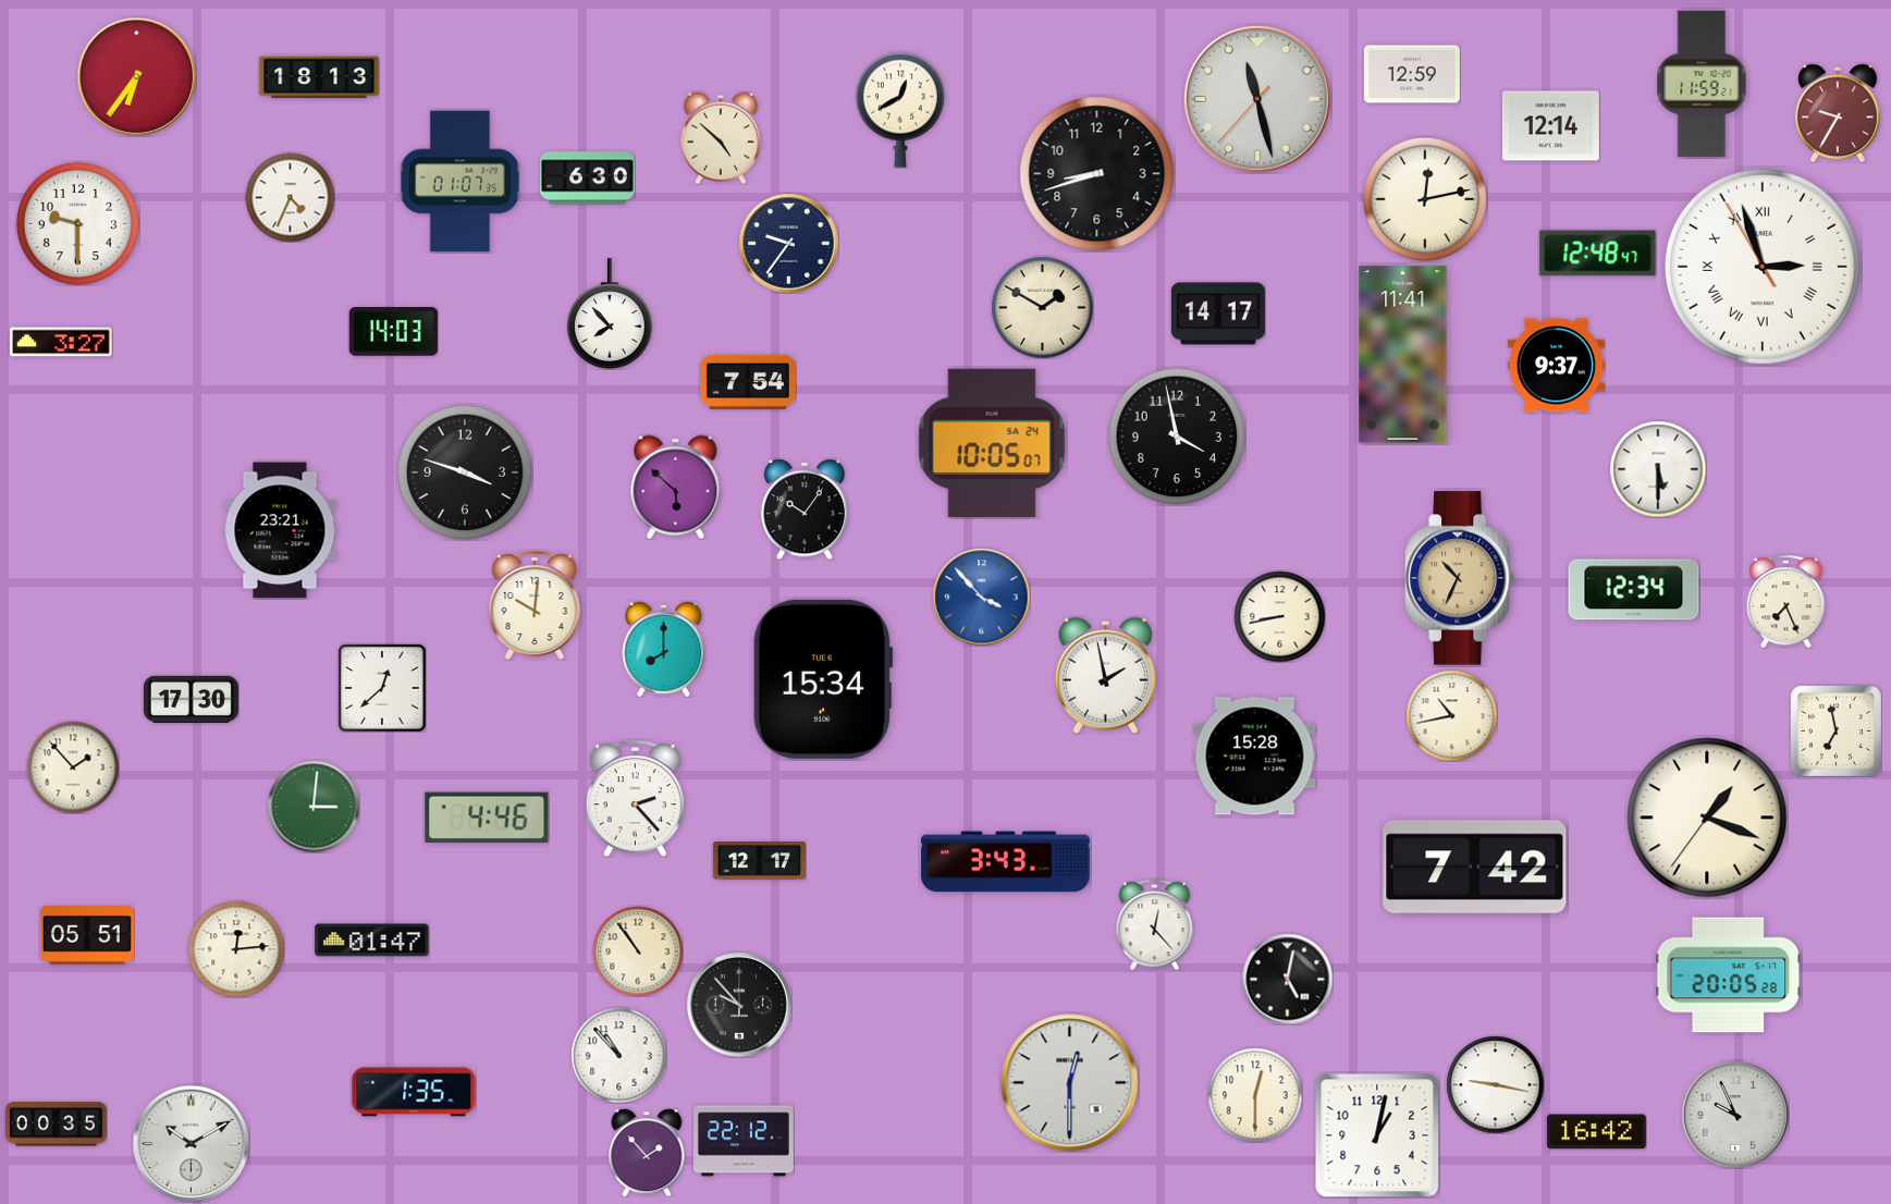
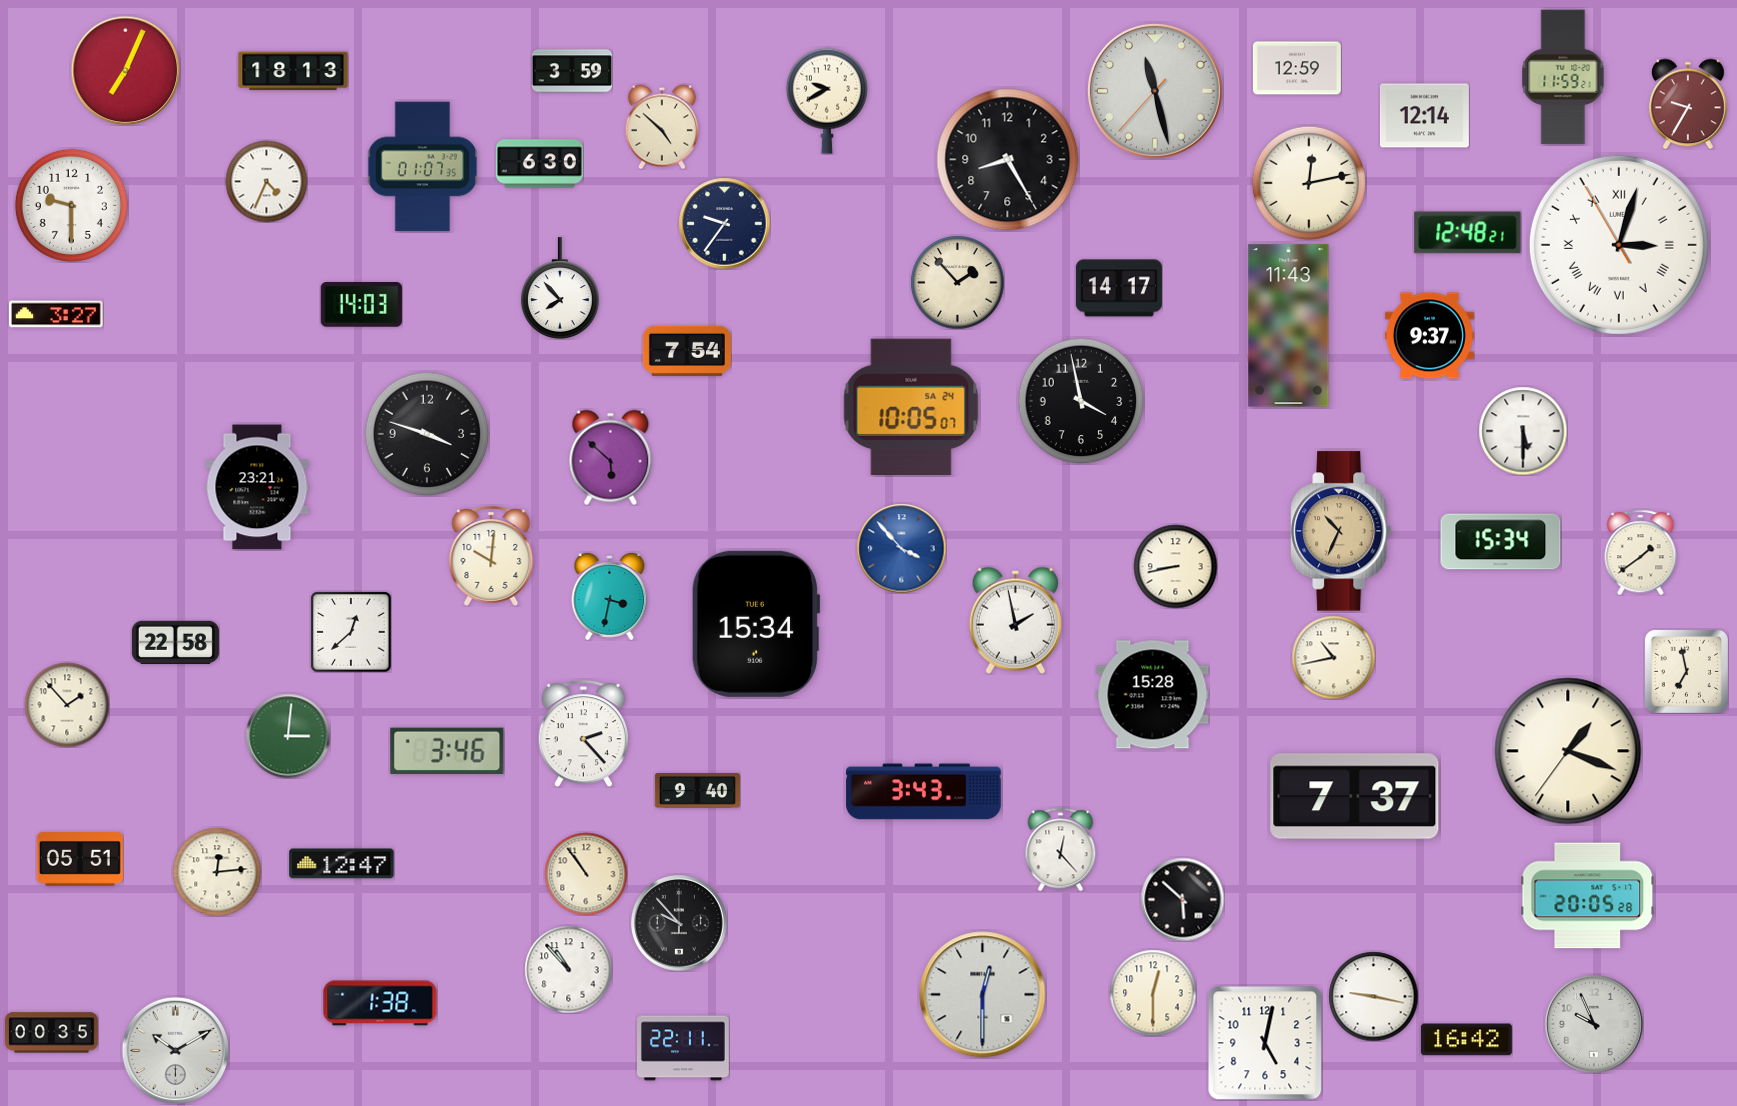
clock at (136, 76): 6:36 -> 7:04
clock at (571, 71): none -> 3:59
clock at (900, 110): 12:40 -> 9:40
clock at (1097, 174): 8:42 -> 8:25
clock at (1598, 254): 12:48:47 -> 12:48:21
clock at (1763, 267): 2:56 -> 3:02
clock at (1042, 307): 1:50 -> 1:53
clock at (1403, 355): 11:41 -> 11:43
clock at (676, 487) position: (676, 487) -> (611, 457)
clock at (805, 509): 10:06 -> none
clock at (1634, 590): 12:34 -> 15:34
clock at (1786, 601): 7:26 -> 1:39
clock at (664, 649): 8:00 -> 3:32
clock at (191, 699): 17:30 -> 22:58
clock at (314, 807) position: (314, 807) -> (288, 736)
clock at (487, 816): 4:46 -> 3:46
clock at (759, 861): 12:17 -> 9:40
clock at (1475, 868): 7:42 -> 7:37
clock at (372, 941): 01:47 -> 12:47
clock at (1287, 979): 5:02 -> 5:52
clock at (414, 1092): 1:35 -> 1:38
clock at (1255, 1095) position: (1255, 1095) -> (1153, 993)
clock at (1377, 1135): 1:02 -> 5:02
clock at (745, 1141): 22:12 -> 22:11
clock at (647, 1153): 1:53 -> none
